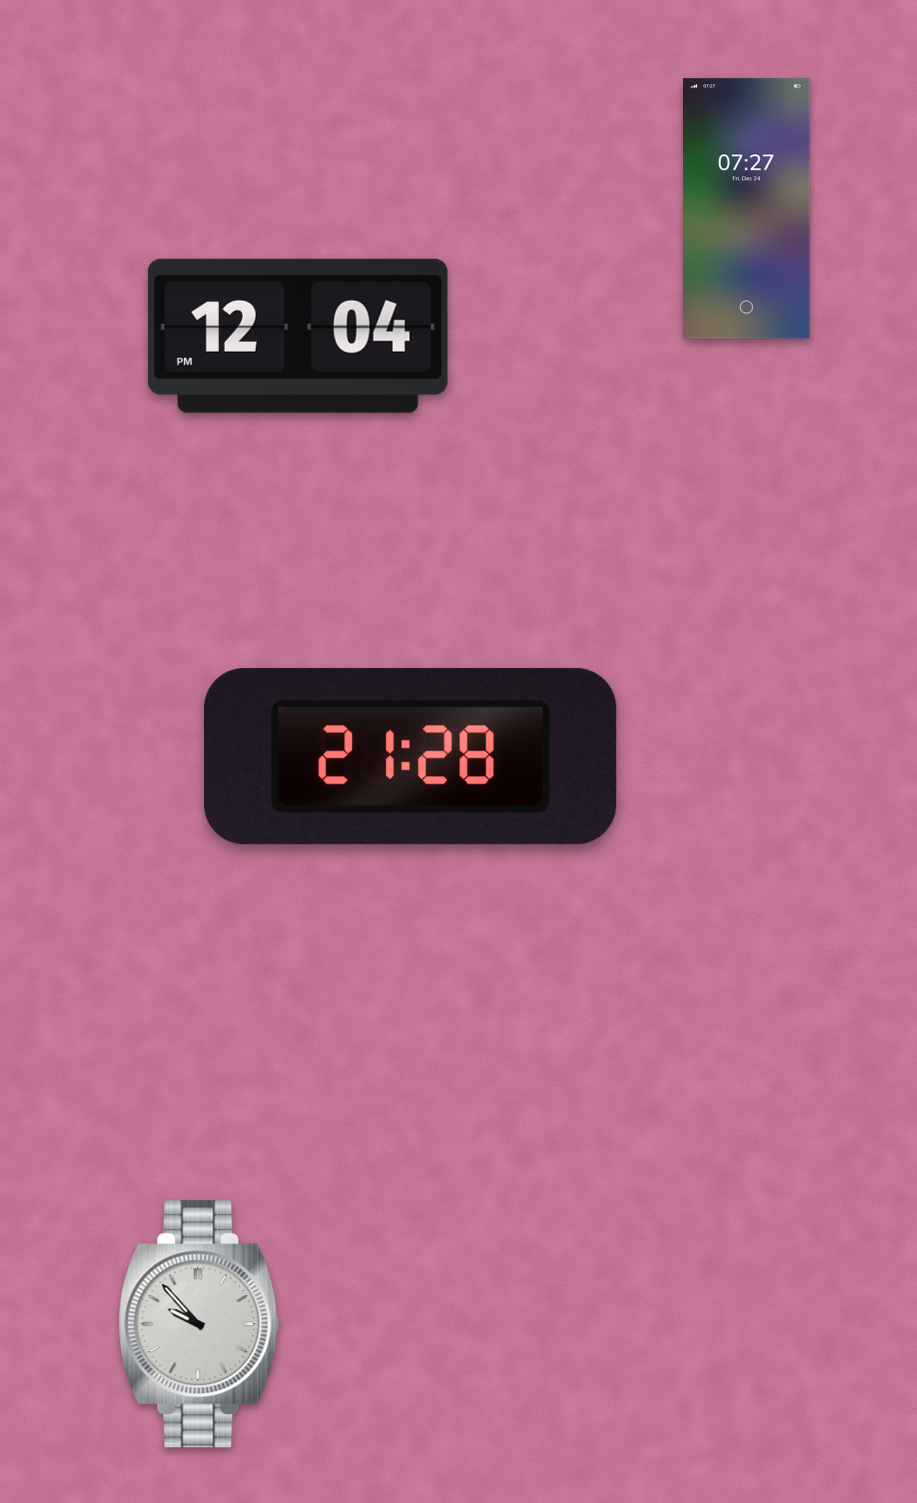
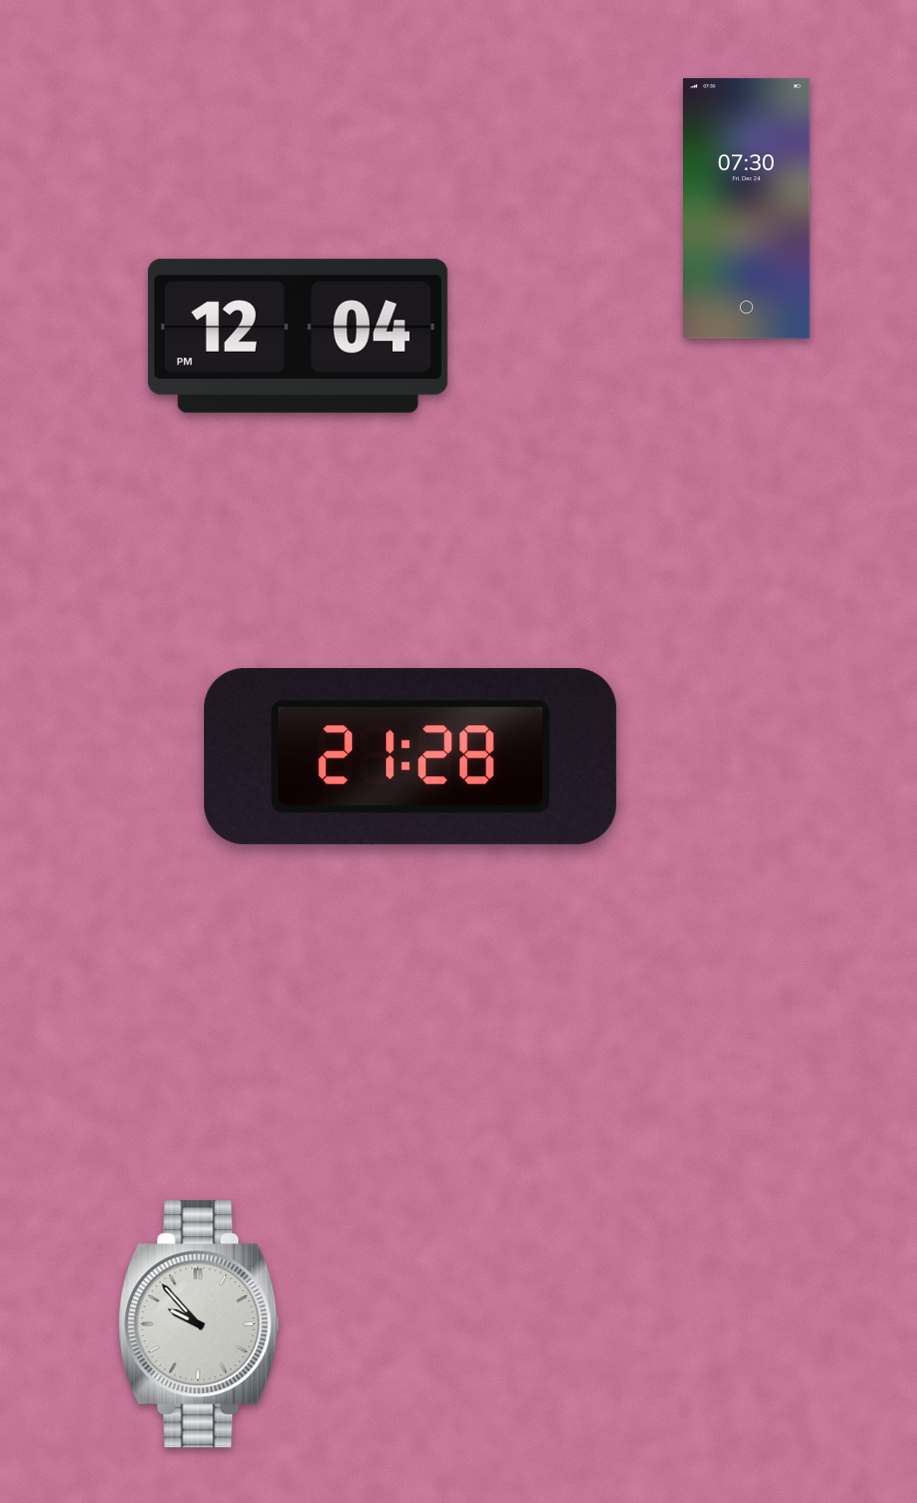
clock at (747, 209): 07:27 -> 07:30
